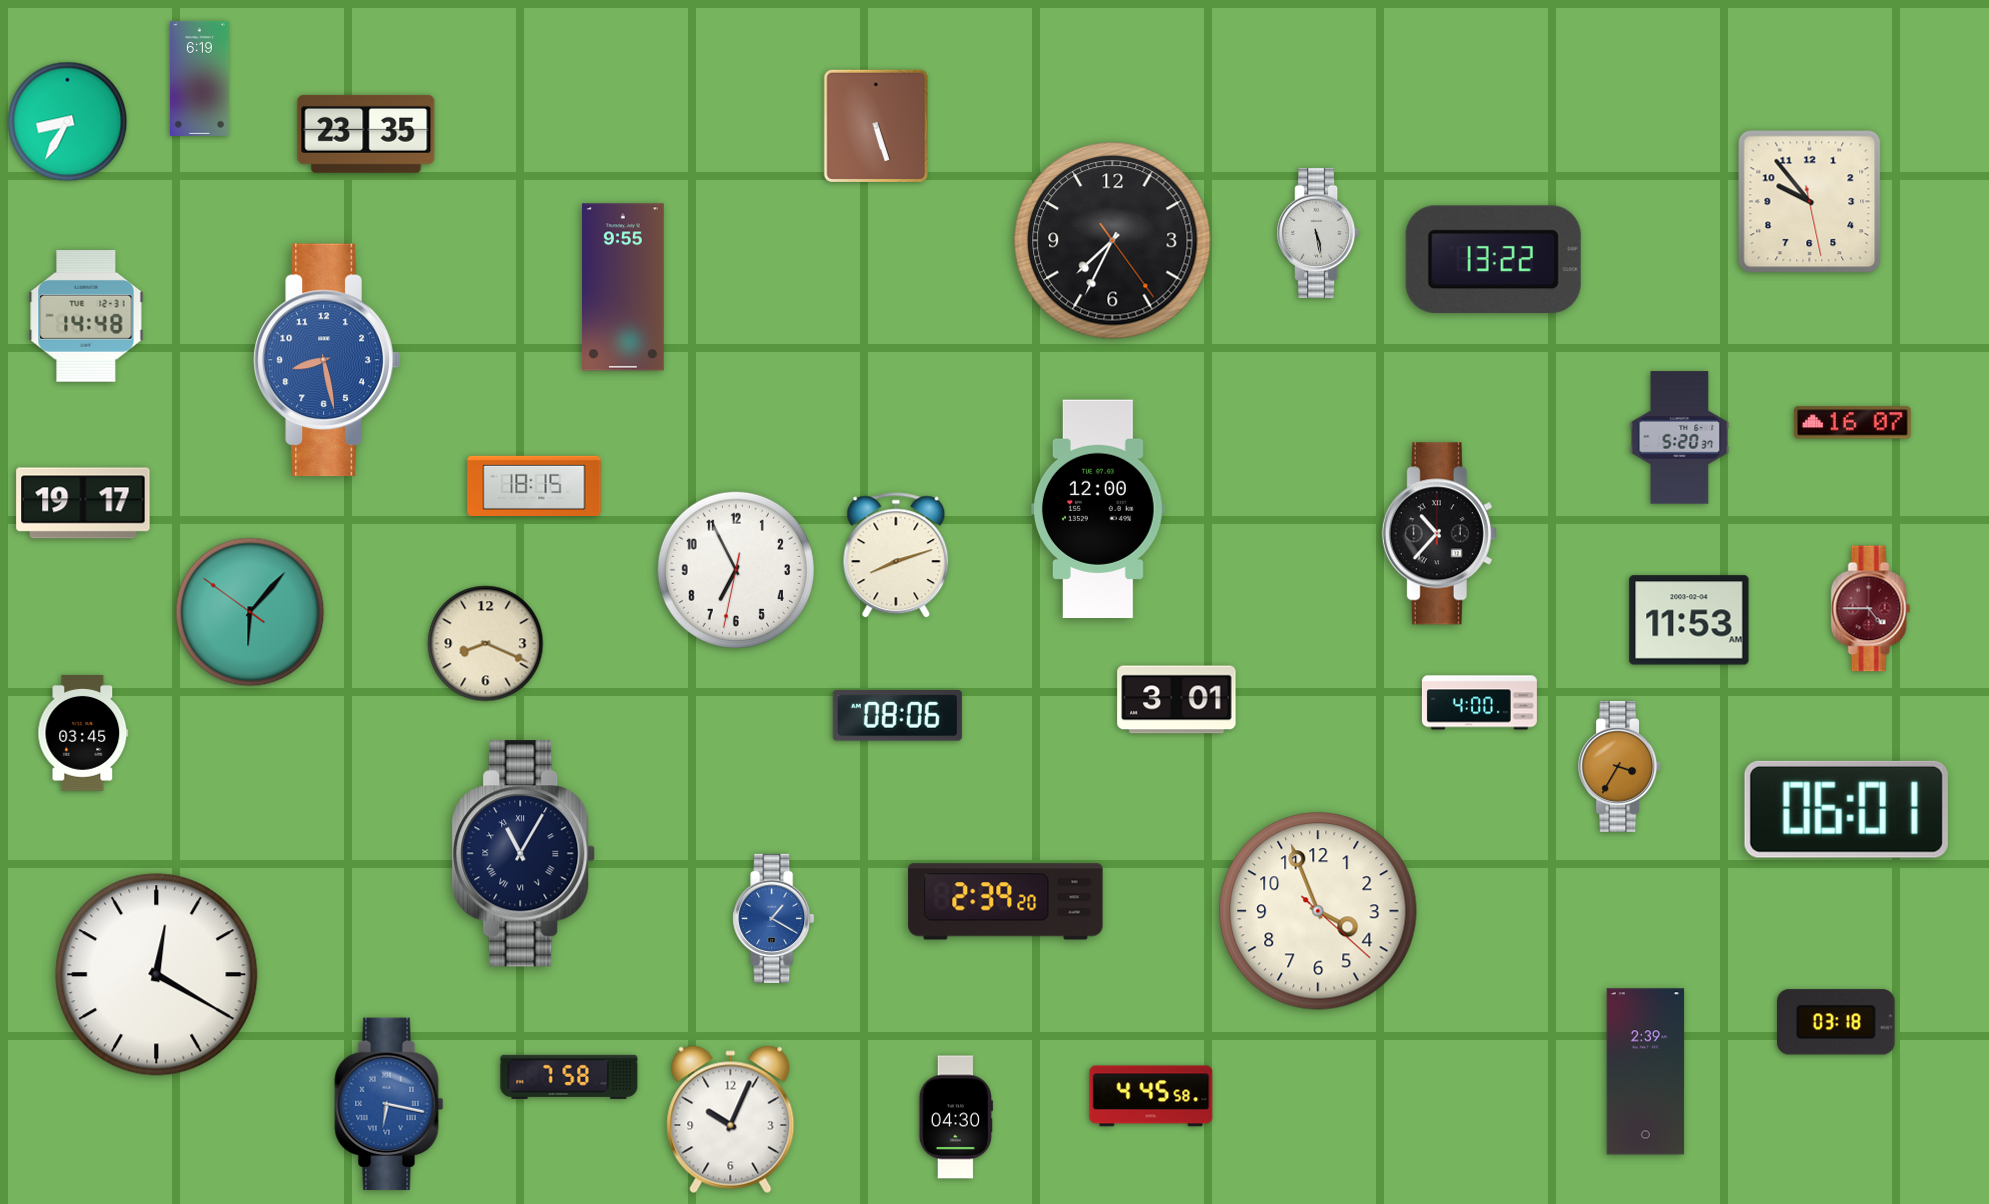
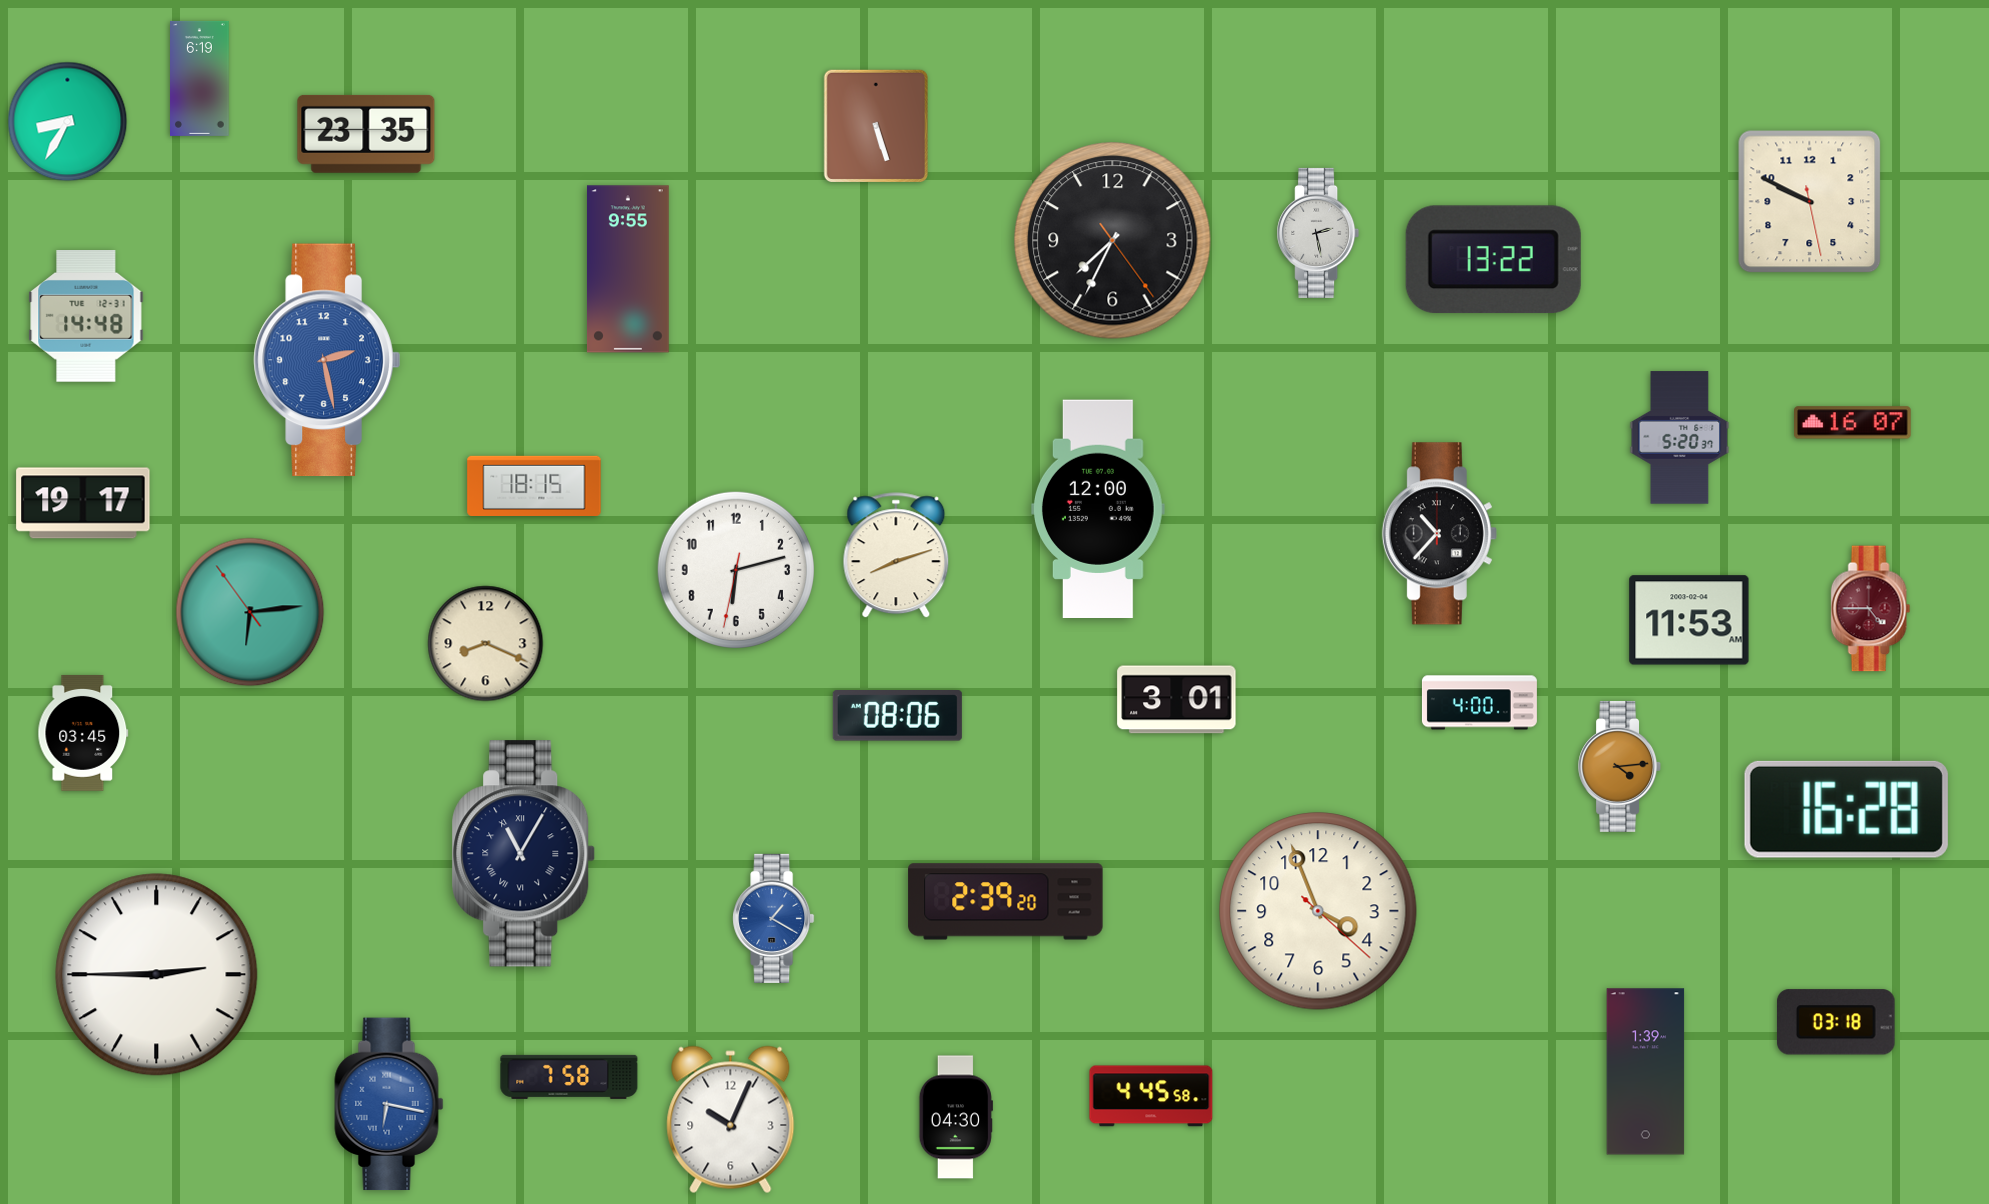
clock at (1810, 202): 9:53 -> 9:49
clock at (1318, 233): 5:28 -> 2:28
clock at (623, 287) position: (623, 287) -> (628, 269)
clock at (327, 360): 8:28 -> 2:28
clock at (736, 570): 6:55 -> 6:12
clock at (250, 612): 6:06 -> 6:13
clock at (1620, 766): 3:35 -> 4:14
clock at (1846, 809): 06:01 -> 16:28
clock at (157, 975): 12:20 -> 2:45
clock at (1646, 1072): 2:39 -> 1:39
